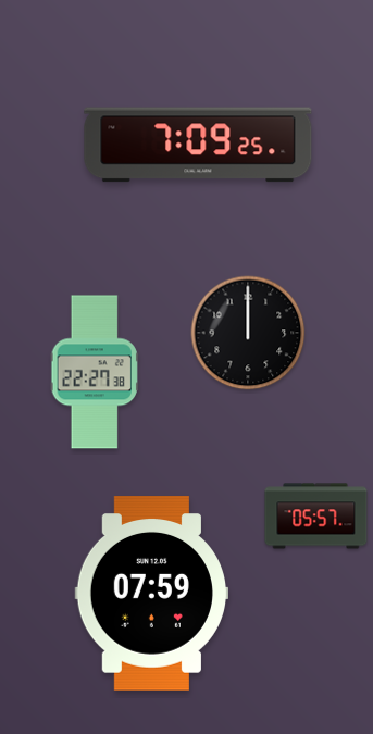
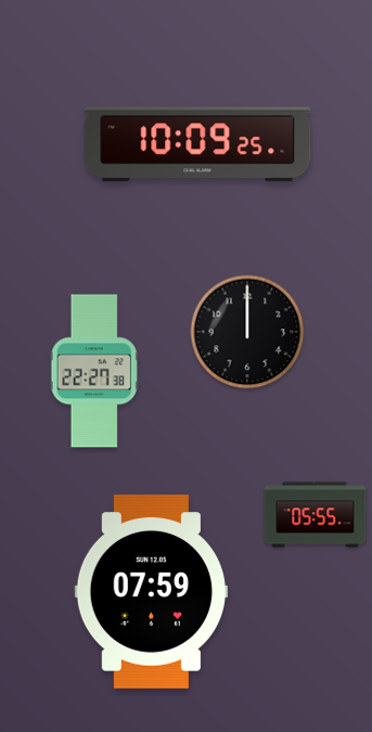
clock at (198, 145): 7:09 -> 10:09
clock at (316, 517): 05:57 -> 05:55
